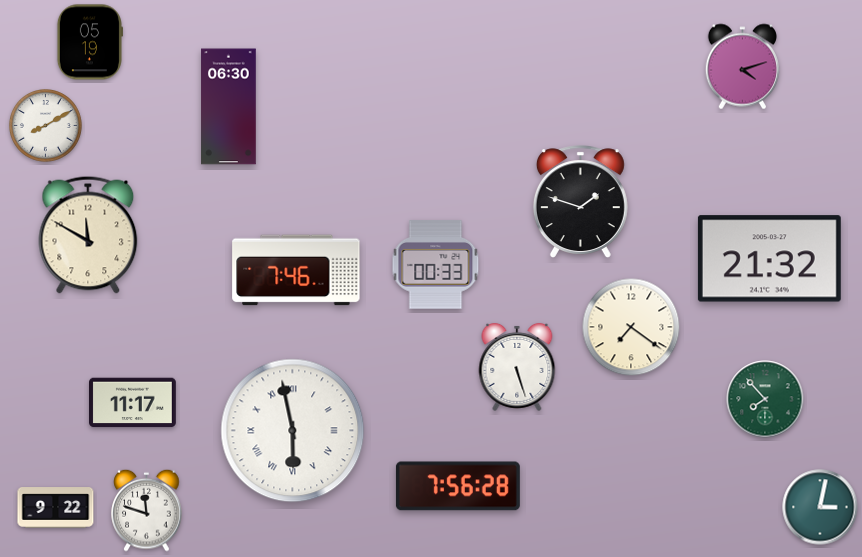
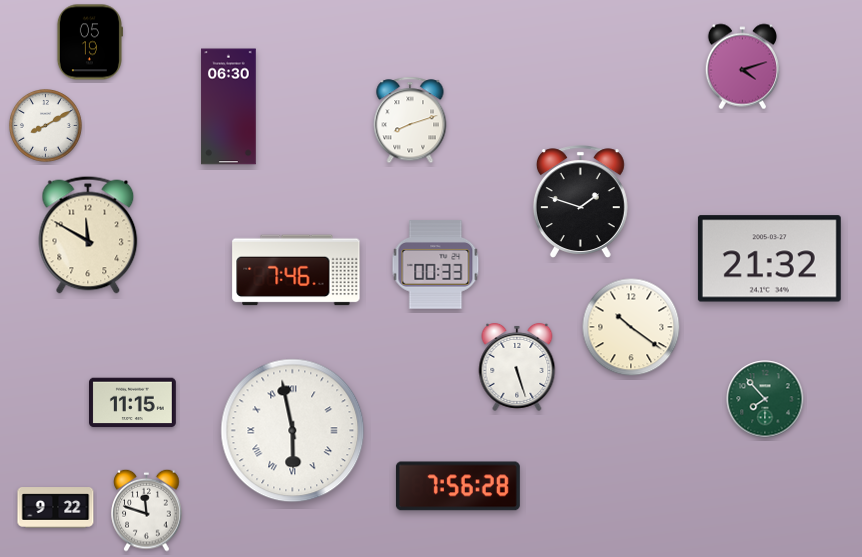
clock at (410, 120): none -> 8:12
clock at (631, 327): 7:21 -> 10:21
clock at (133, 403): 11:17 -> 11:15
clock at (820, 507): 3:02 -> none
